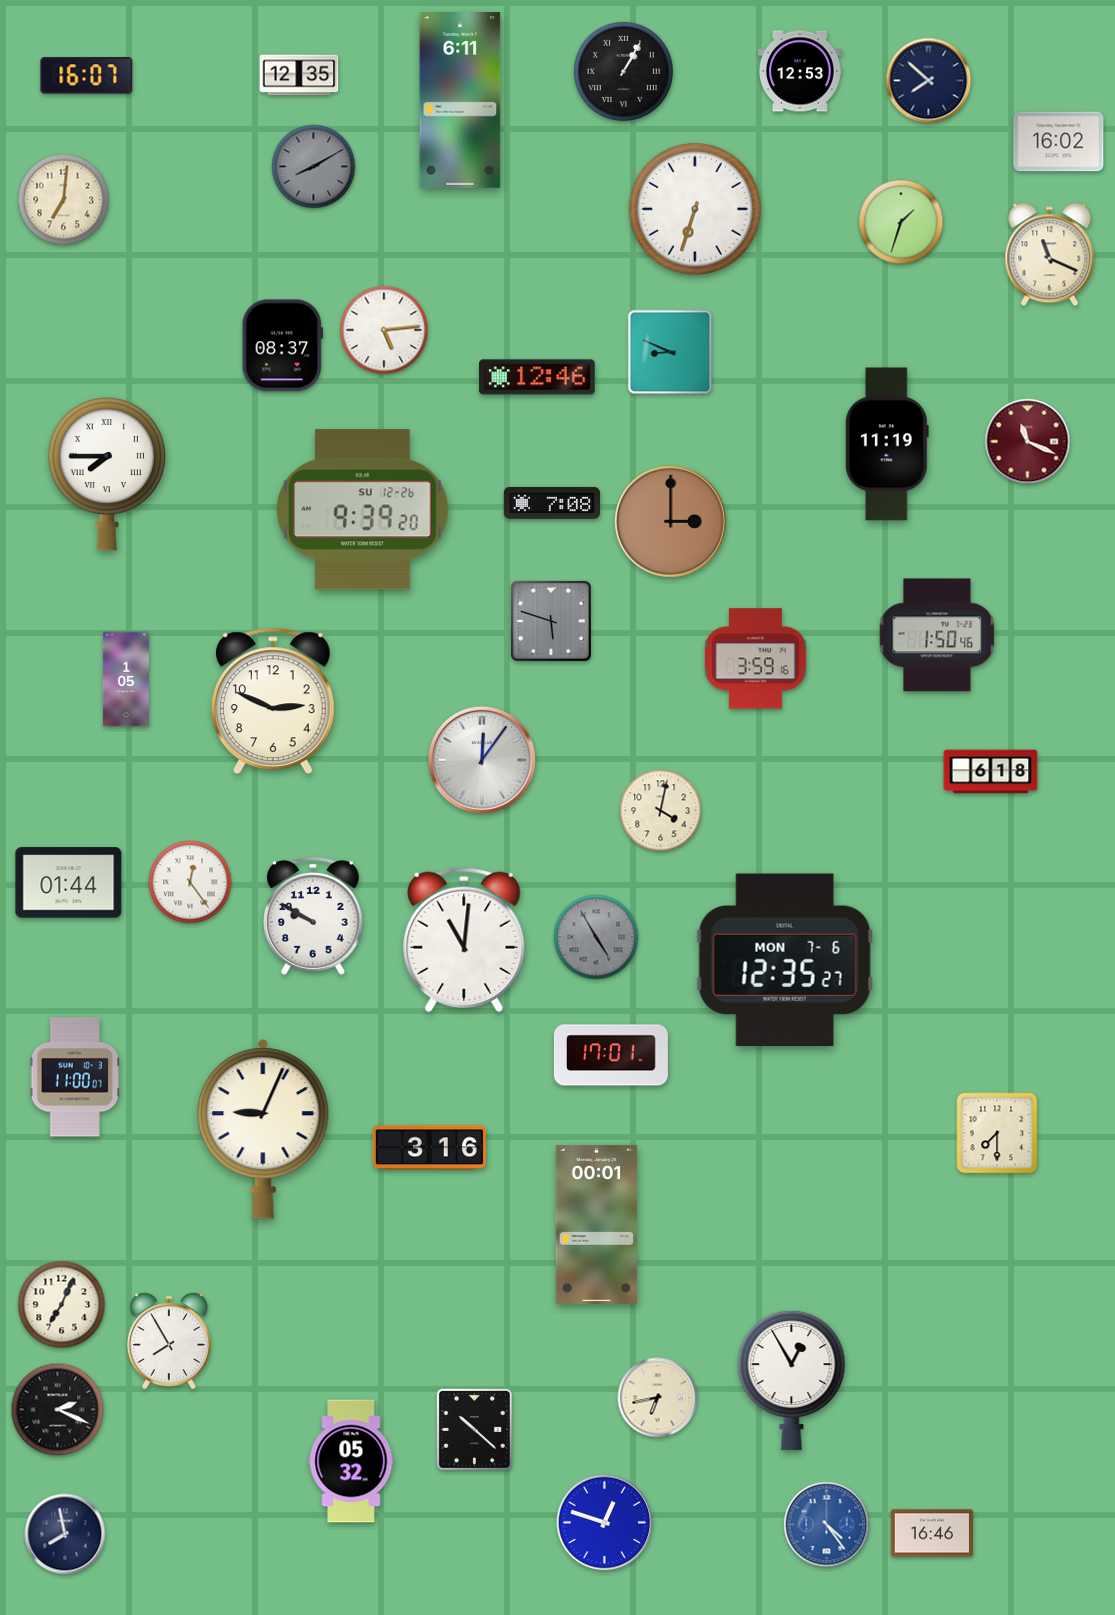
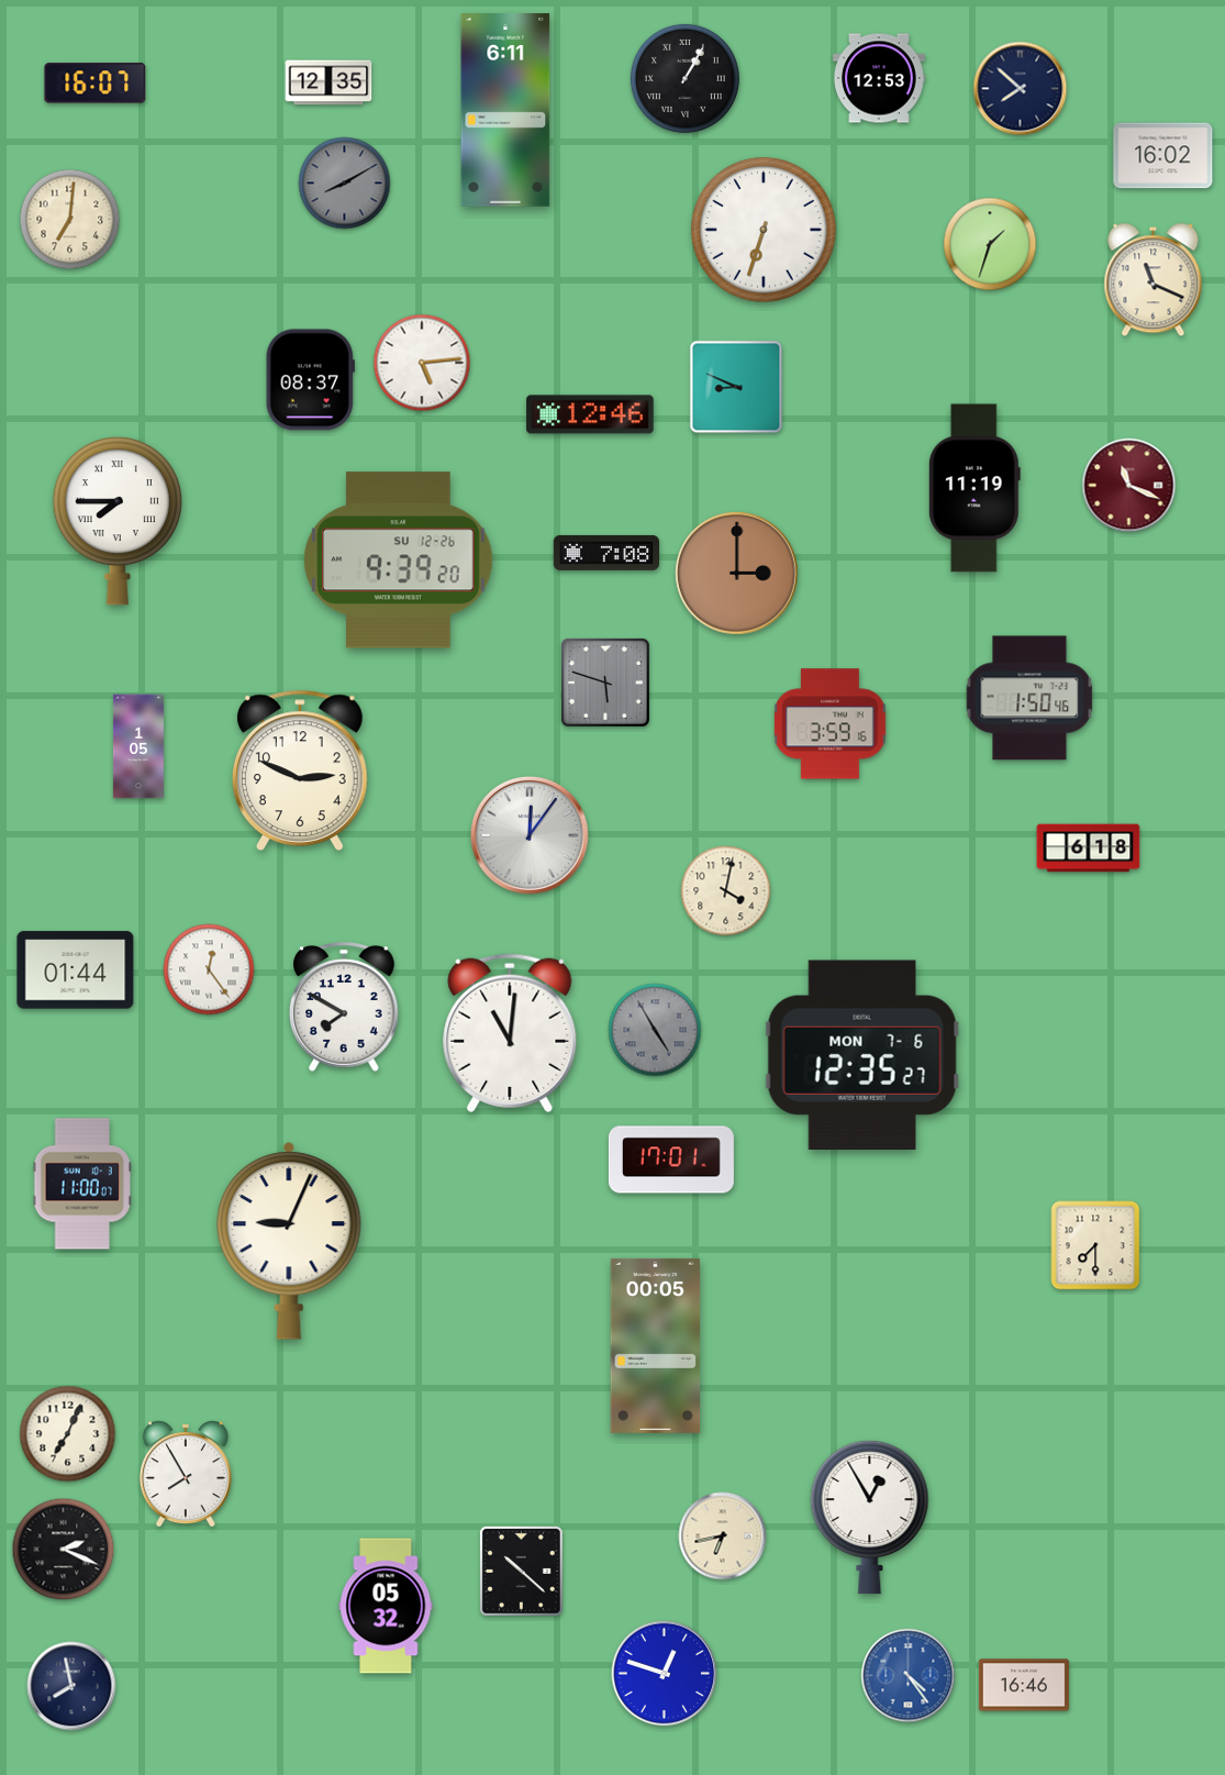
clock at (314, 916): 9:50 -> 7:50
clock at (429, 1148): 3:16 -> none
clock at (597, 1224): 00:01 -> 00:05
